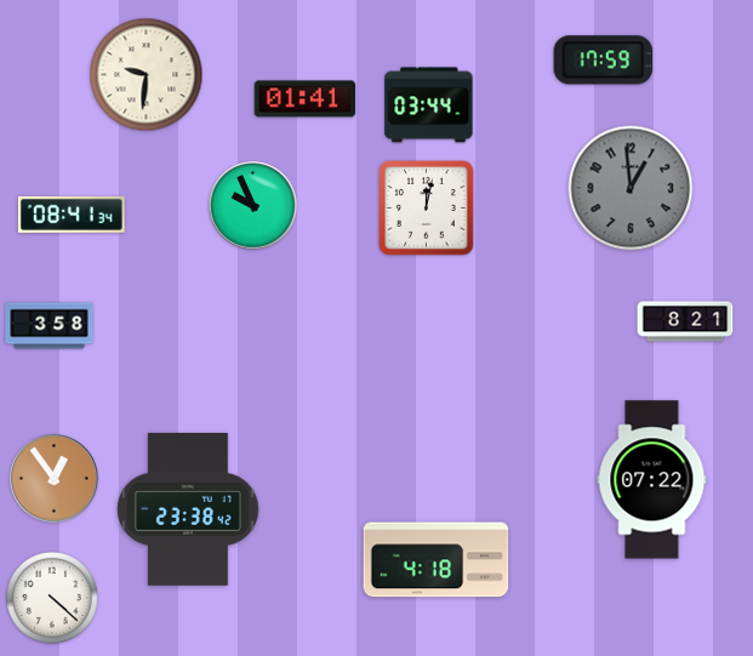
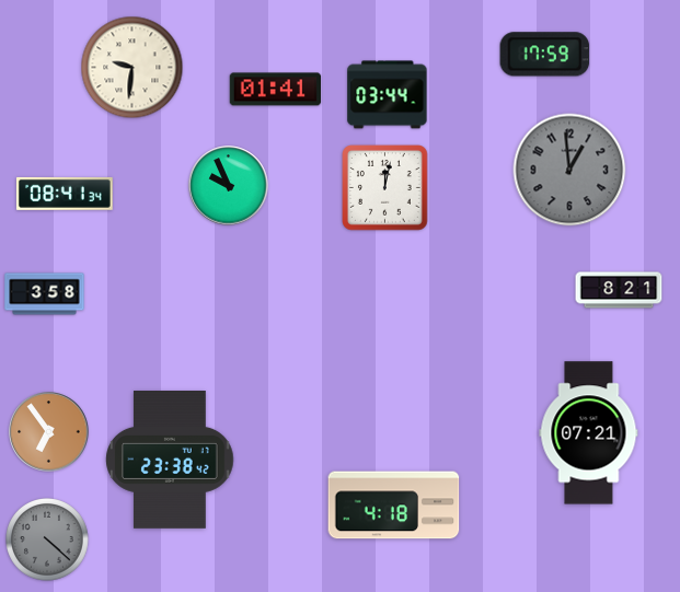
clock at (55, 479): 12:54 -> 6:54
clock at (652, 480): 07:22 -> 07:21
clock at (52, 598) dial: white -> grey
